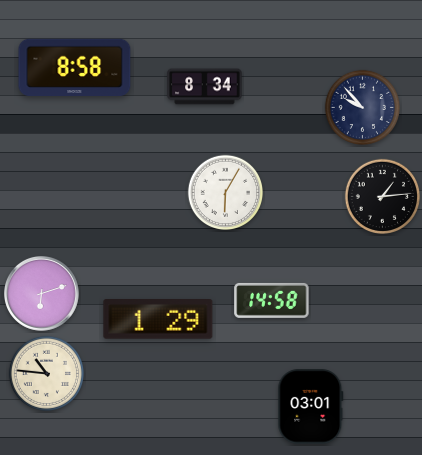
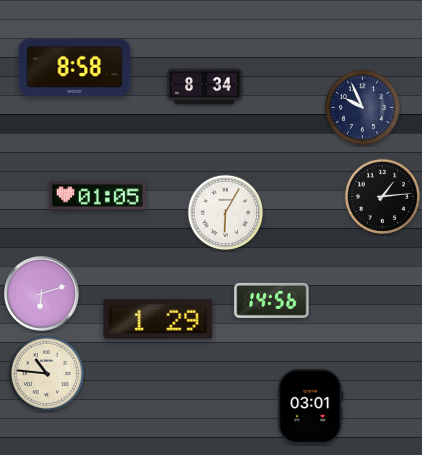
clock at (362, 107): 9:53 -> 9:56
clock at (225, 192) position: (225, 192) -> (225, 212)
clock at (97, 196): none -> 01:05
clock at (272, 300): 14:58 -> 14:56
